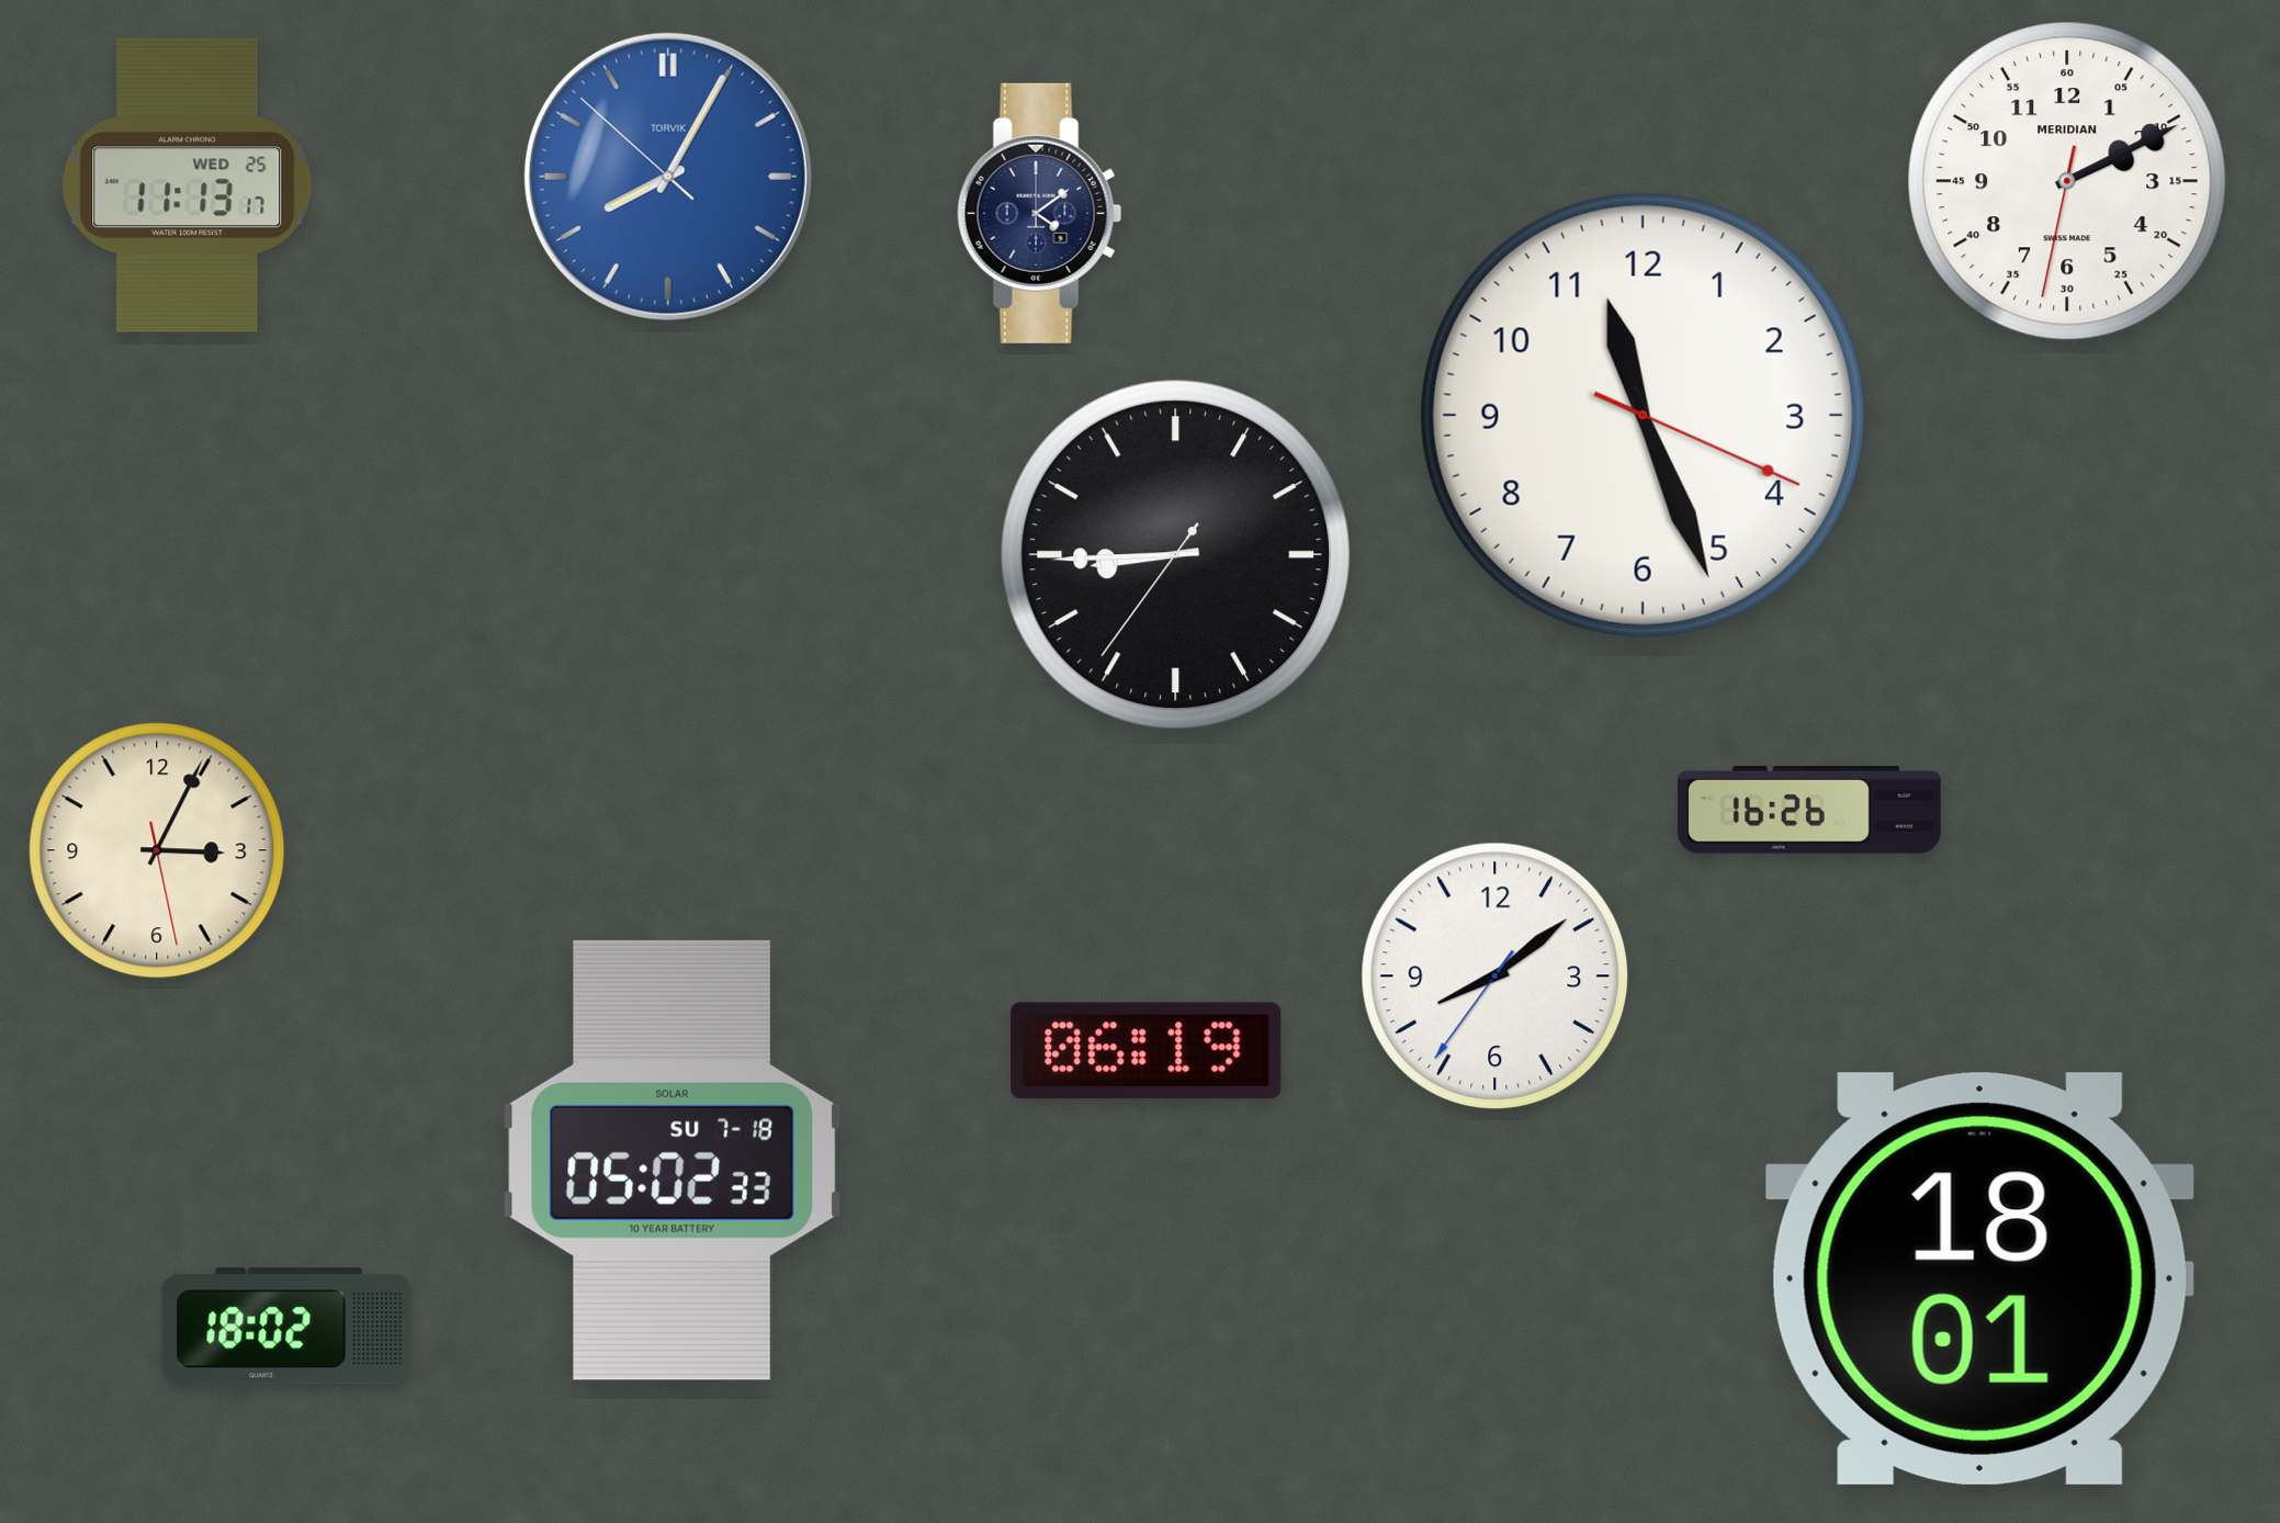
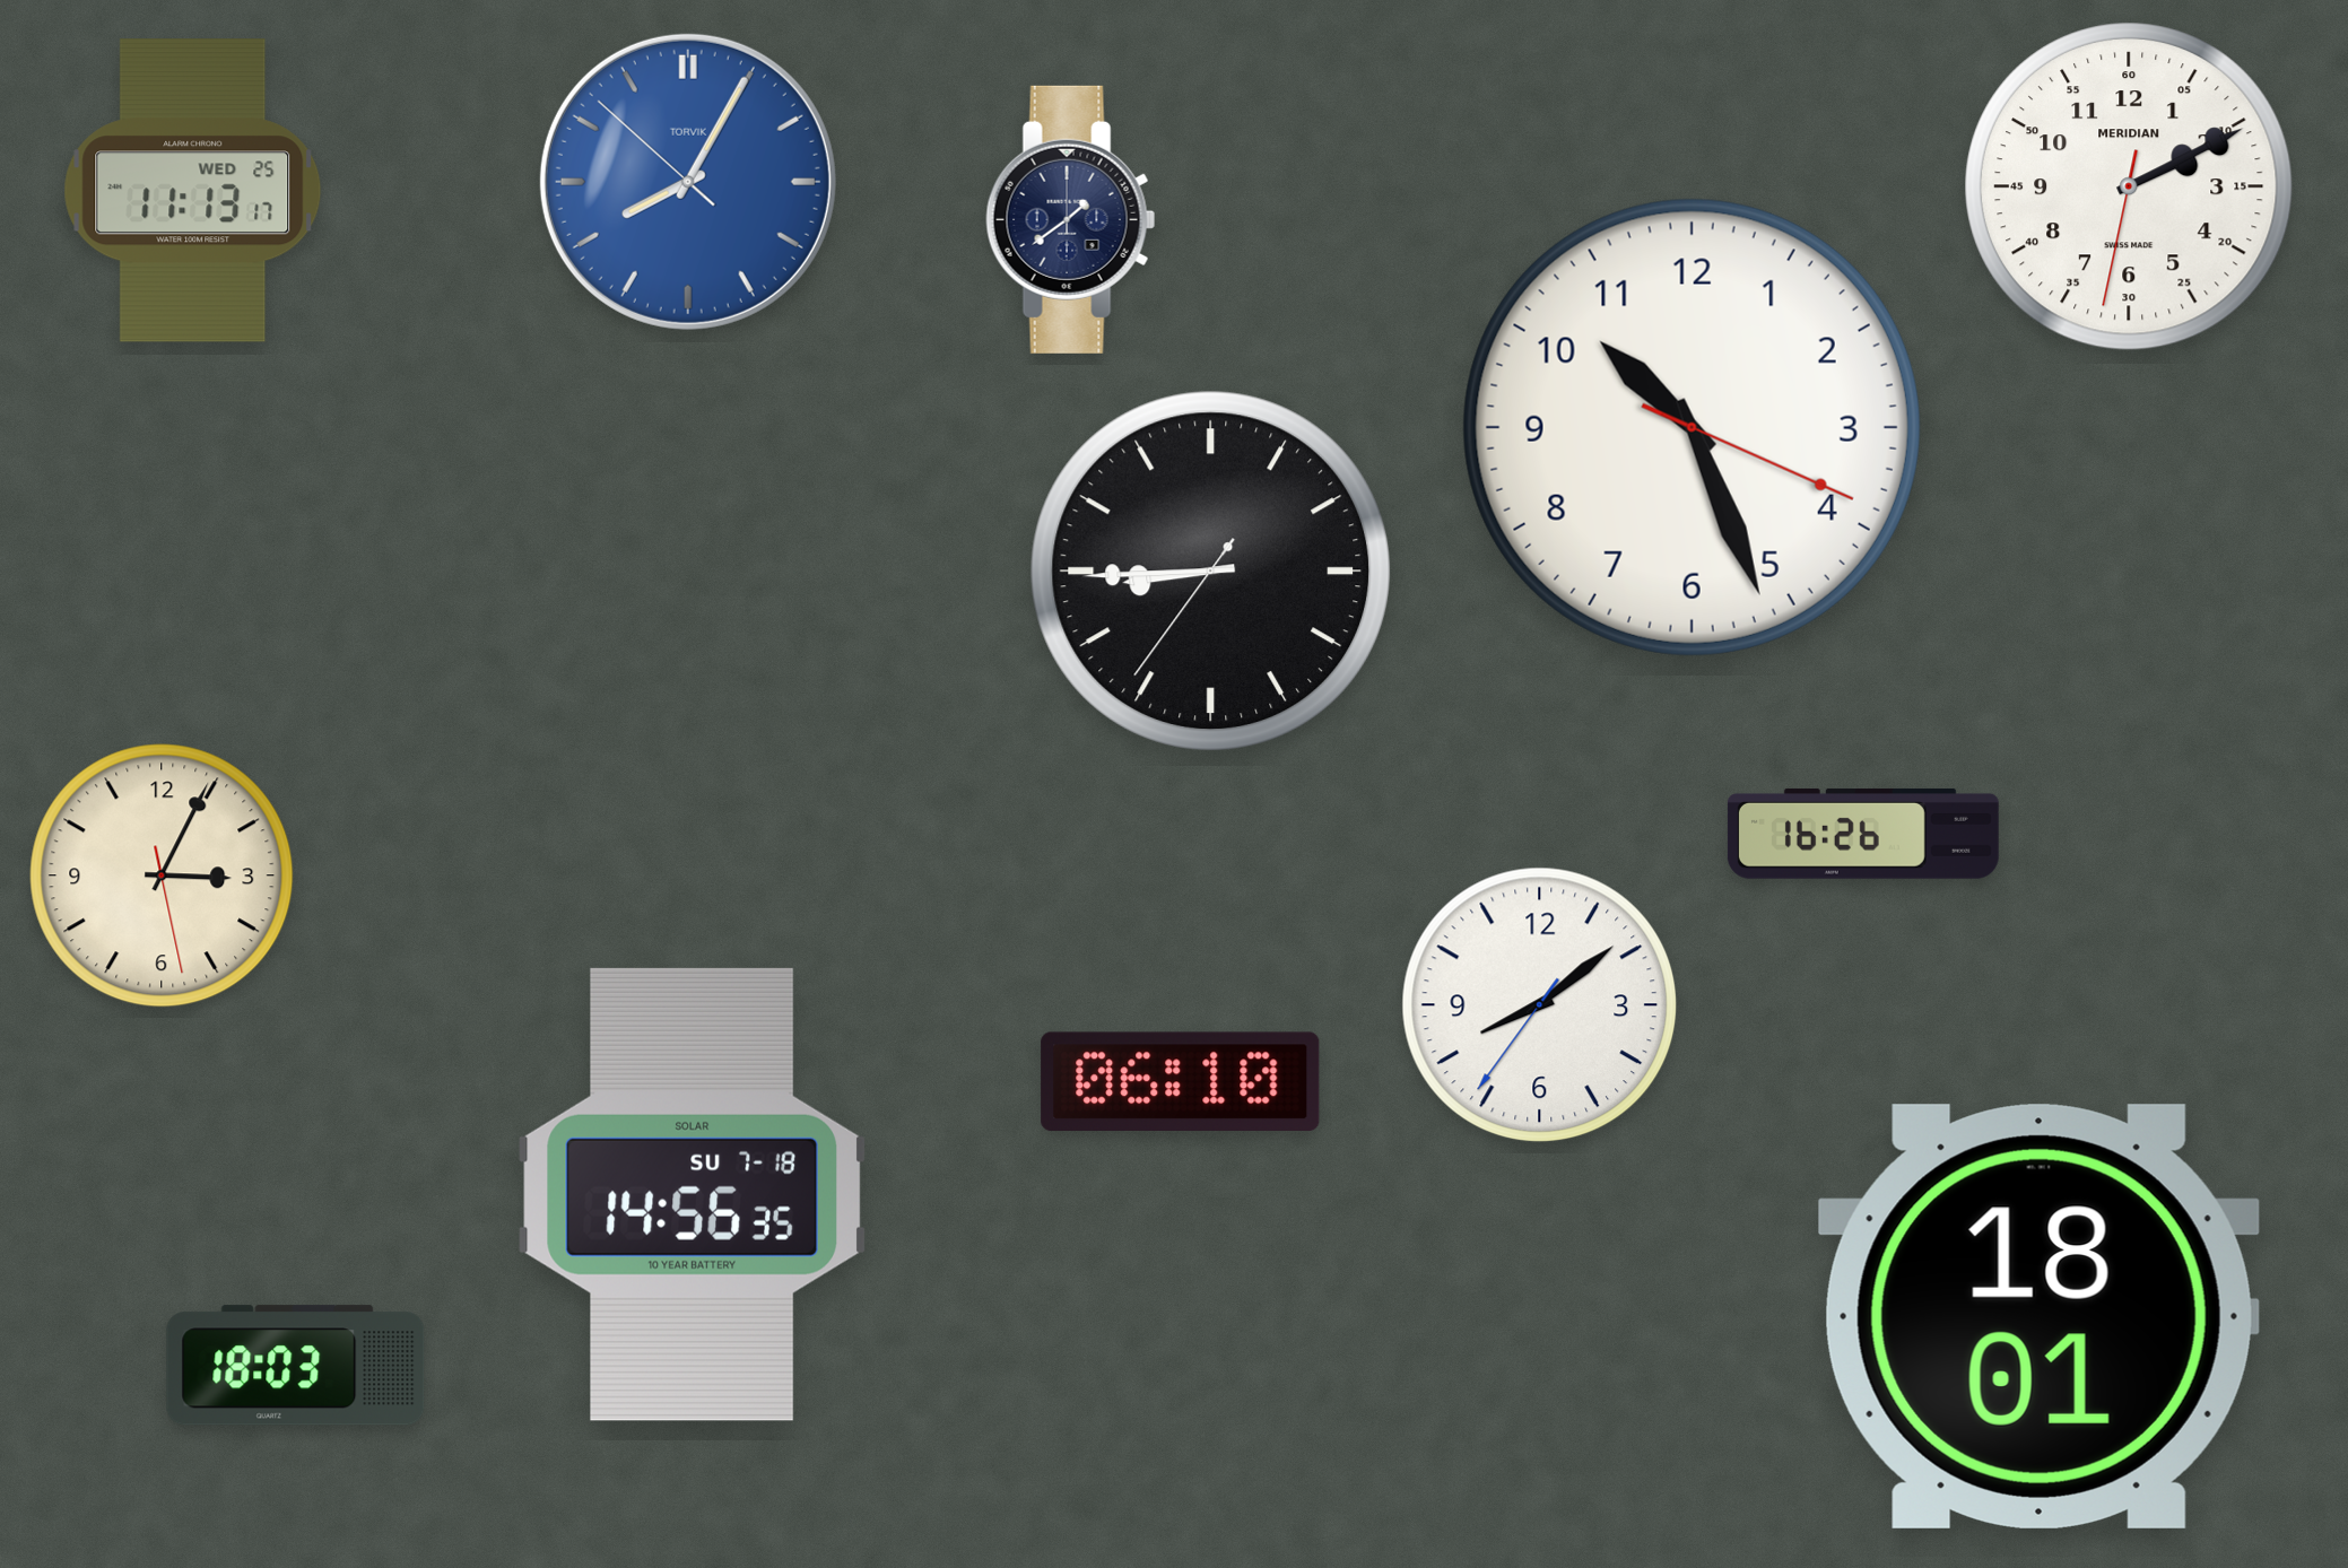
clock at (1040, 213): 4:09 -> 1:39
clock at (1643, 415): 11:26 -> 10:26
clock at (1147, 1050): 06:19 -> 06:10
clock at (671, 1160): 05:02 -> 14:56
clock at (287, 1327): 18:02 -> 18:03
